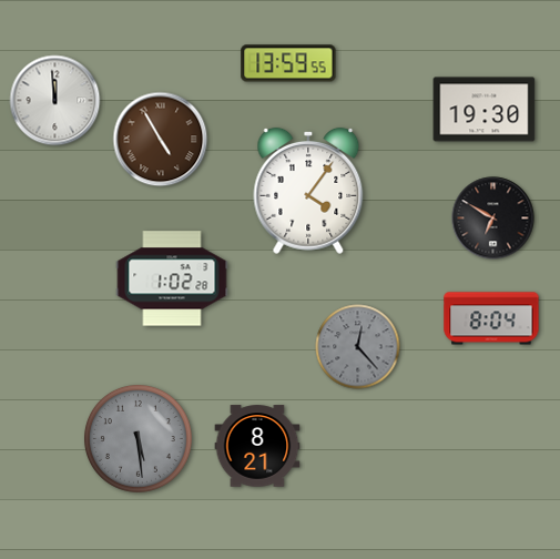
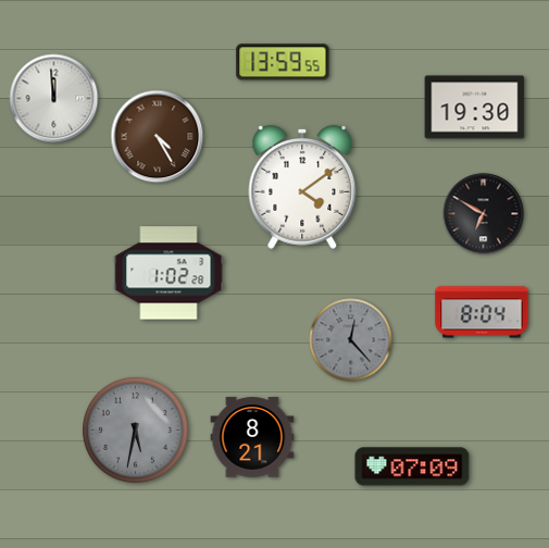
clock at (161, 140): 4:55 -> 4:25
clock at (308, 191): 4:06 -> 4:09
clock at (138, 438): 5:29 -> 5:32
clock at (412, 466): none -> 07:09
